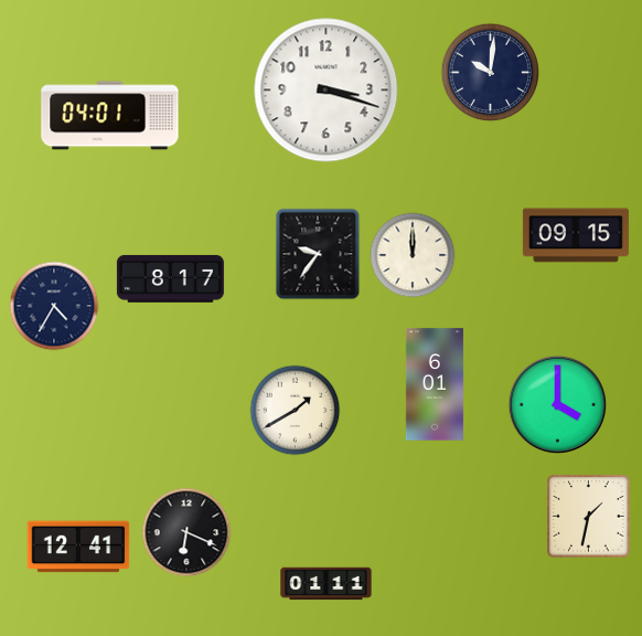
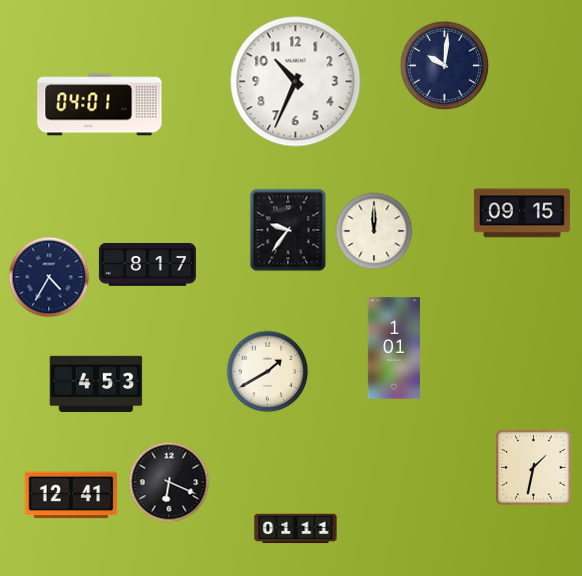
clock at (327, 91): 3:18 -> 10:34
clock at (170, 278) position: (170, 278) -> (147, 264)
clock at (435, 384): 6:01 -> 1:01
clock at (558, 405): 4:00 -> none
clock at (96, 384): none -> 4:53
